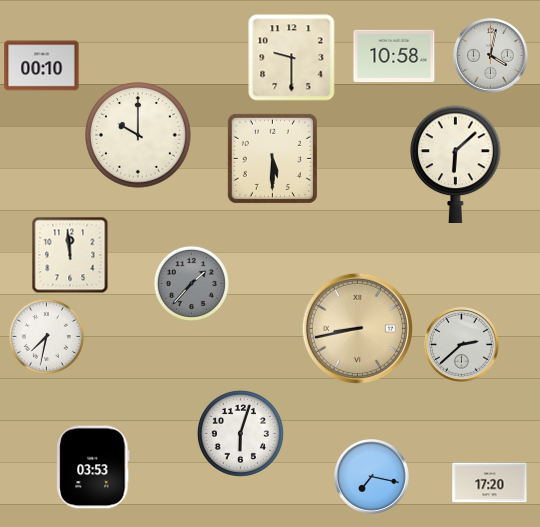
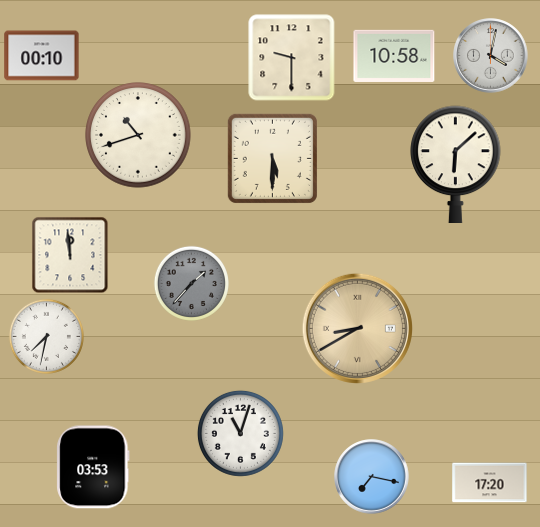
clock at (42, 66) position: (42, 66) -> (42, 56)
clock at (138, 135): 10:00 -> 10:42
clock at (357, 328): 8:43 -> 8:40
clock at (462, 345): 2:38 -> none
clock at (240, 433): 6:03 -> 11:03
